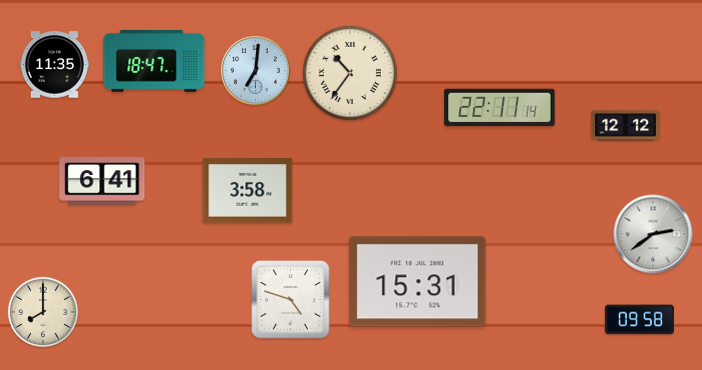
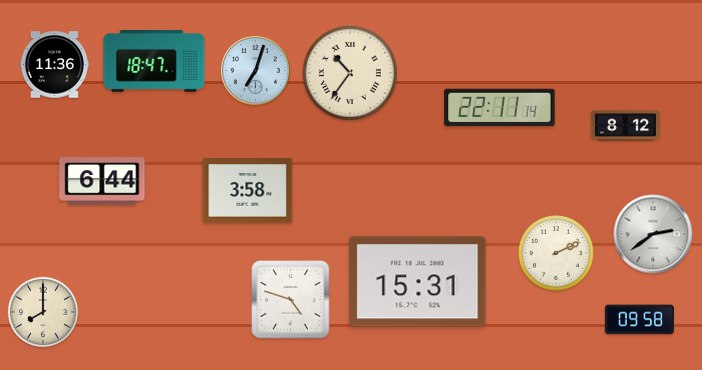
clock at (54, 65): 11:35 -> 11:36
clock at (255, 70): 7:01 -> 7:03
clock at (625, 126): 12:12 -> 8:12
clock at (102, 181): 6:41 -> 6:44
clock at (556, 253): none -> 2:11
